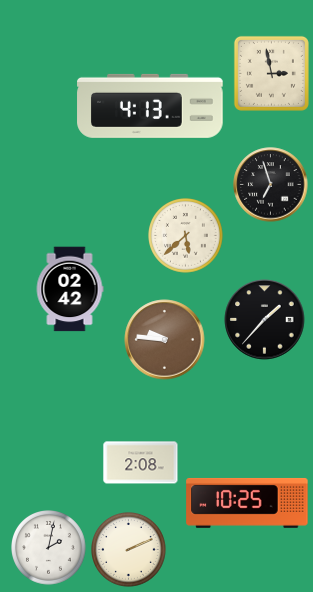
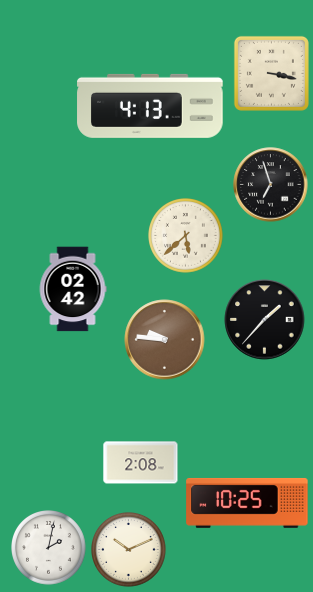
clock at (271, 73): 2:58 -> 3:17
clock at (70, 289) position: (70, 289) -> (73, 289)
clock at (129, 550): 2:11 -> 10:11
